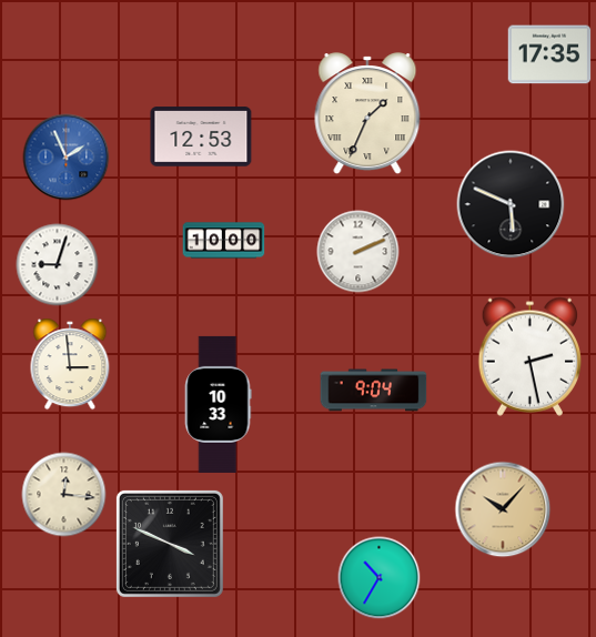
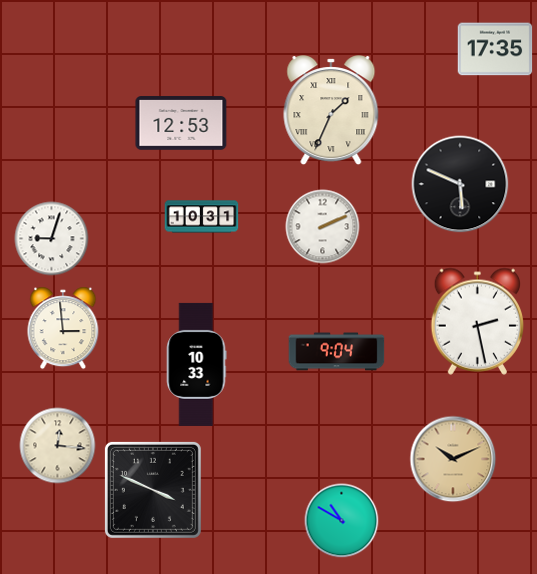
clock at (367, 114) position: (367, 114) -> (331, 111)
clock at (67, 158): 1:56 -> none
clock at (224, 241): 10:00 -> 10:31
clock at (503, 509): 10:07 -> 10:11
clock at (380, 578): 10:35 -> 10:50
